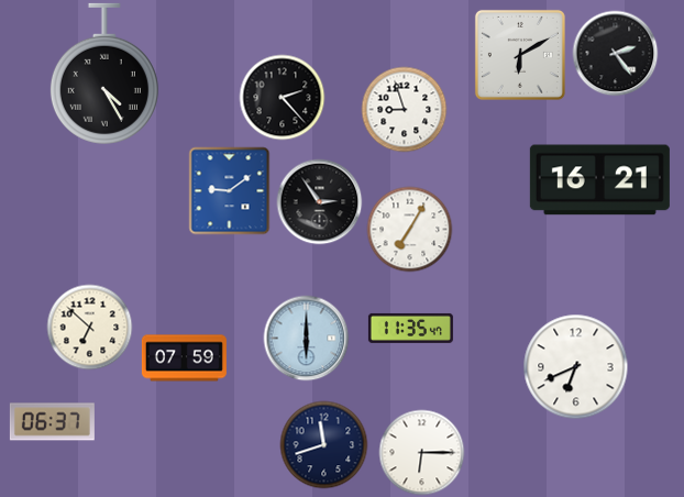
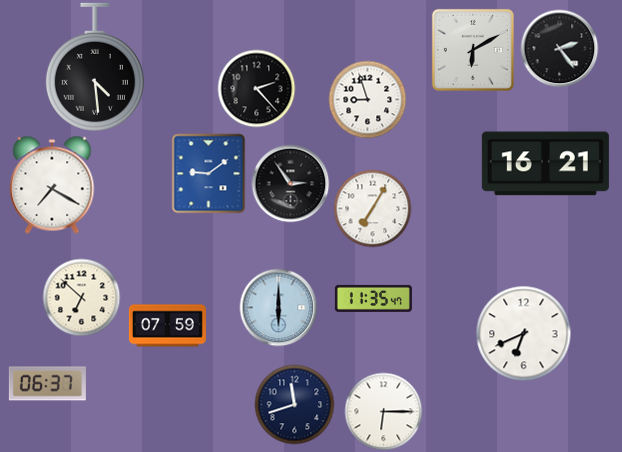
clock at (104, 74): 4:25 -> 4:29
clock at (52, 185): none -> 7:20
